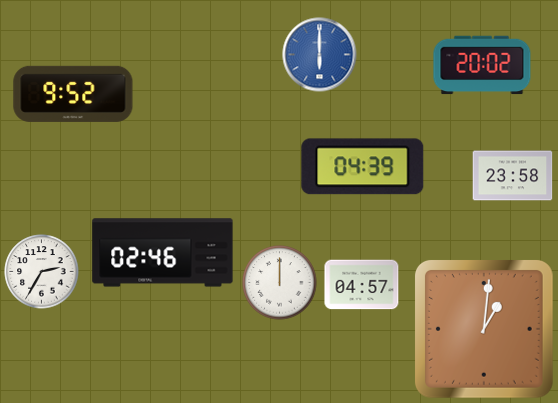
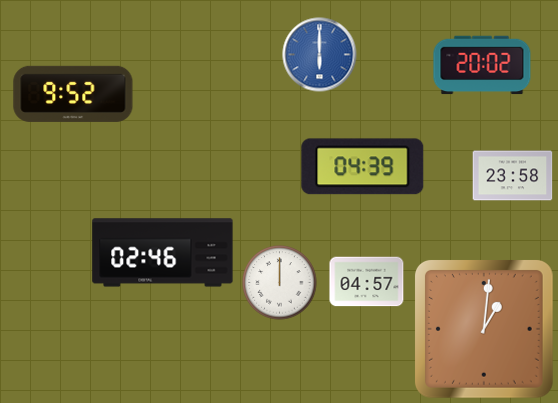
clock at (42, 272): 2:35 -> none
clock at (362, 285) position: (362, 285) -> (367, 282)
